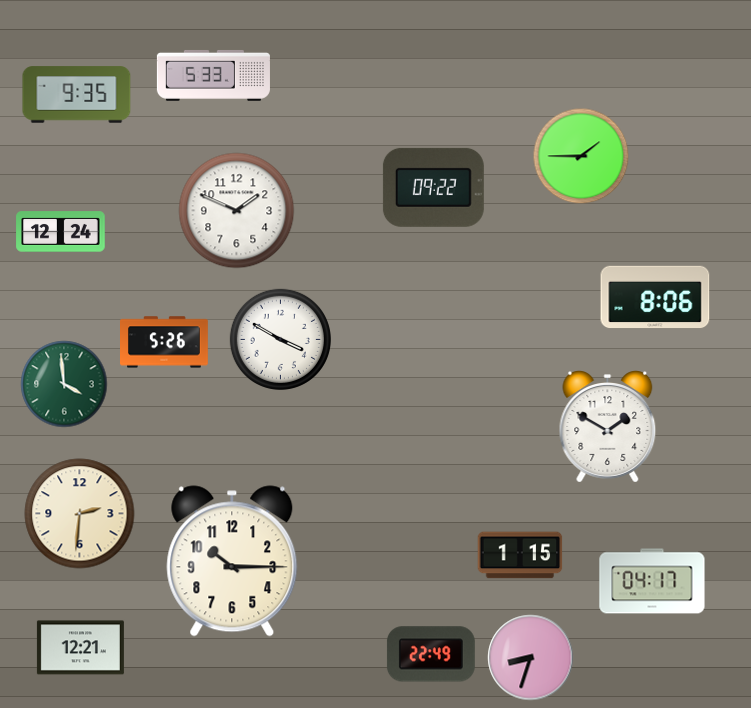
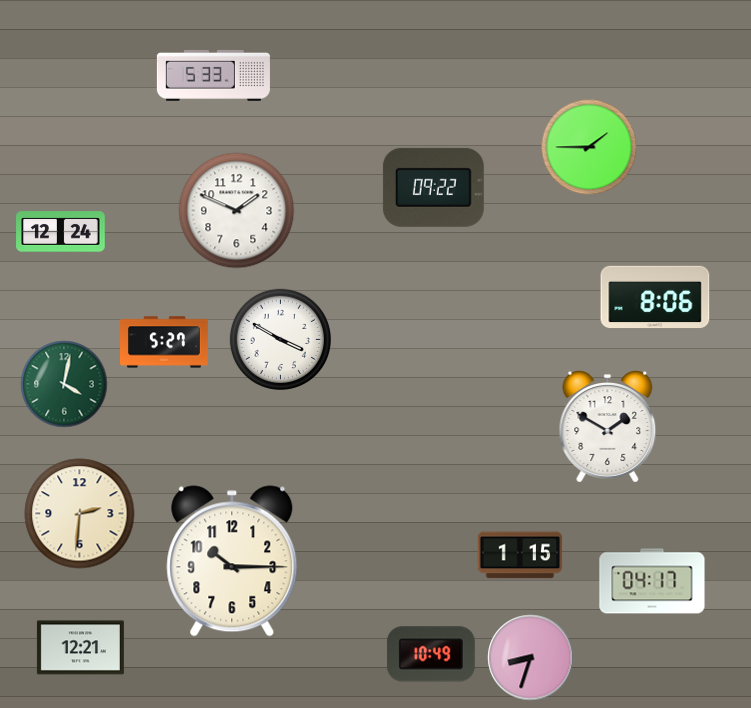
clock at (77, 95): 9:35 -> none
clock at (581, 156) position: (581, 156) -> (589, 147)
clock at (165, 342): 5:26 -> 5:27
clock at (64, 384): 3:59 -> 4:02
clock at (431, 654): 22:49 -> 10:49
